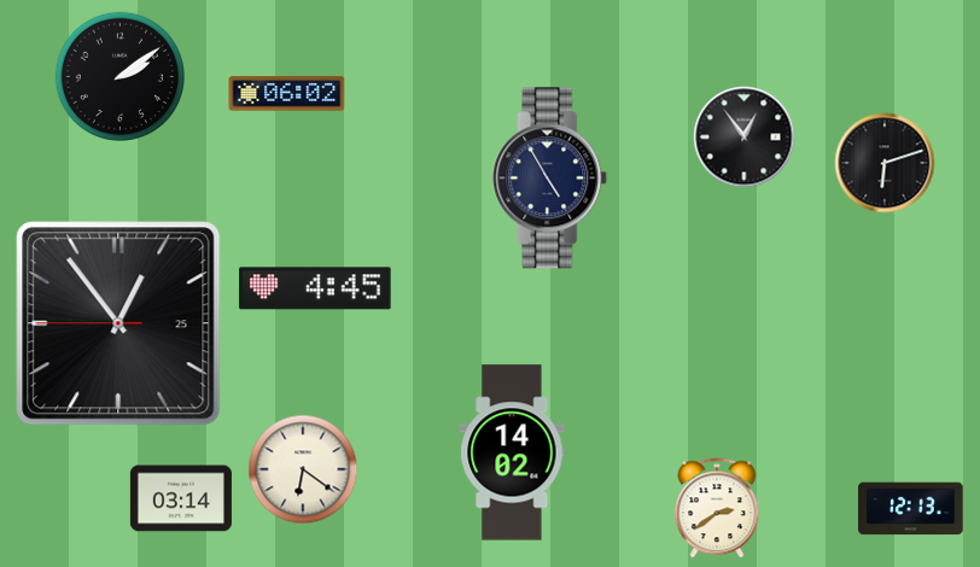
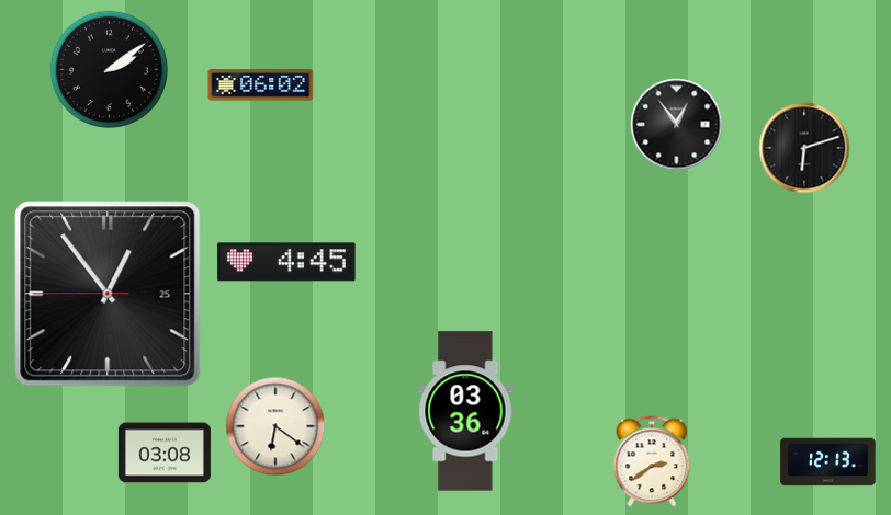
clock at (550, 179): 4:55 -> none
clock at (512, 452): 14:02 -> 03:36
clock at (181, 498): 03:14 -> 03:08
